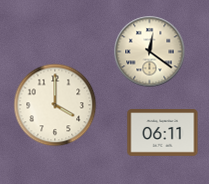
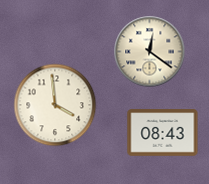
clock at (55, 105): 4:00 -> 3:59
clock at (163, 133): 06:11 -> 08:43
